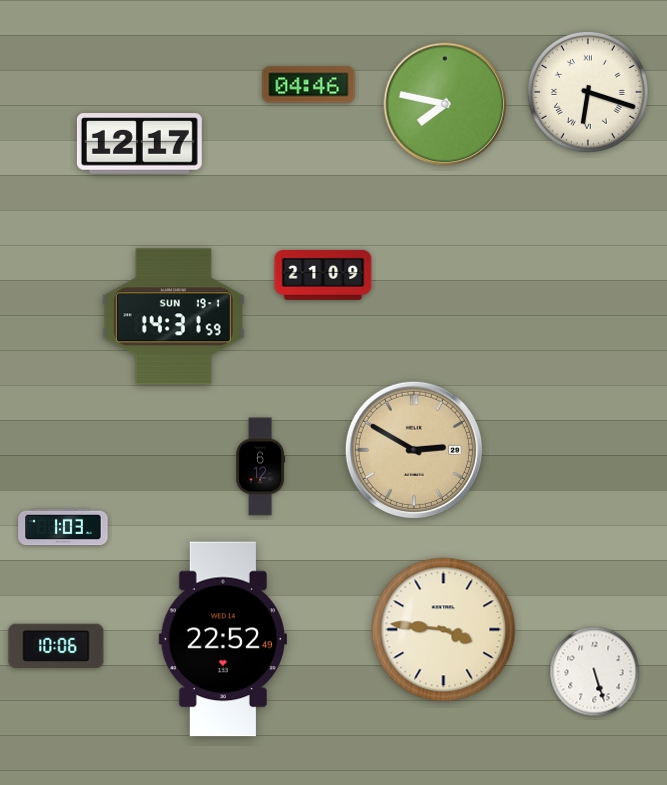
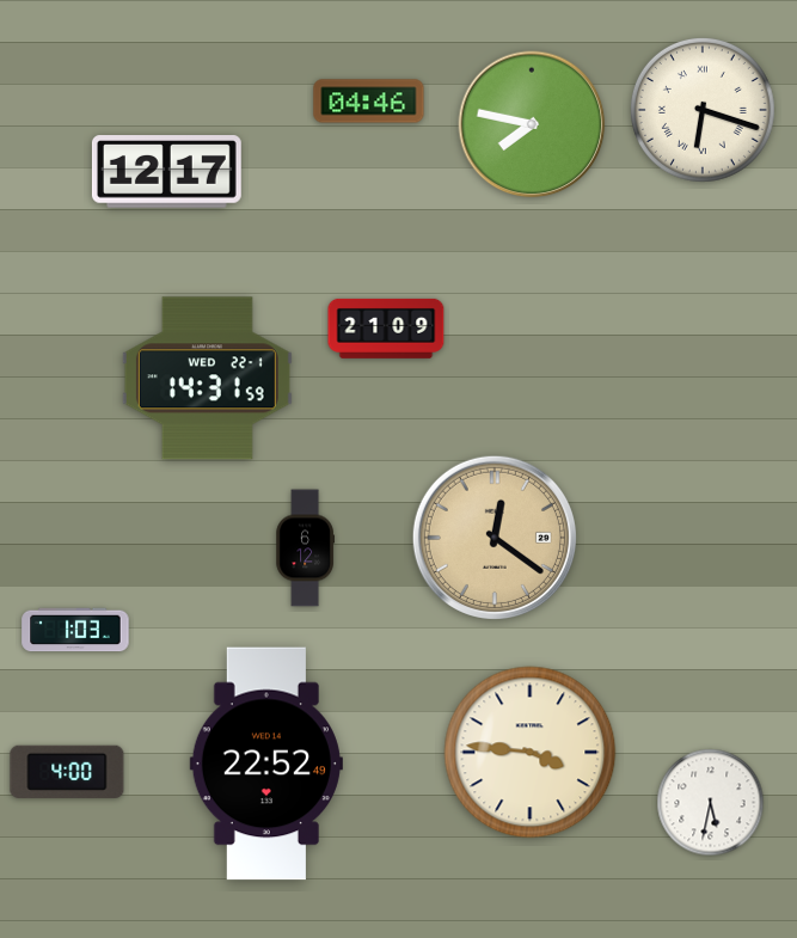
clock at (173, 317) date: SUN 19-1 -> WED 22-1
clock at (414, 450): 2:50 -> 12:21
clock at (260, 467) position: (260, 467) -> (305, 548)
clock at (56, 645): 10:06 -> 4:00
clock at (595, 672): 5:27 -> 5:32
